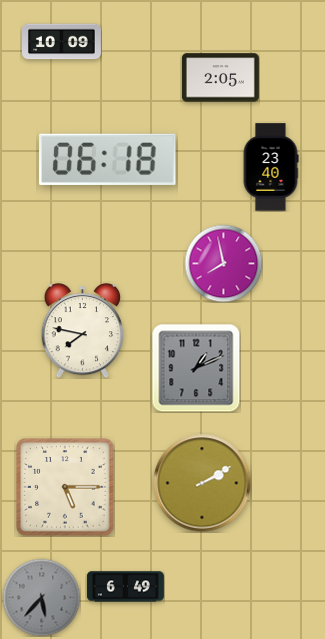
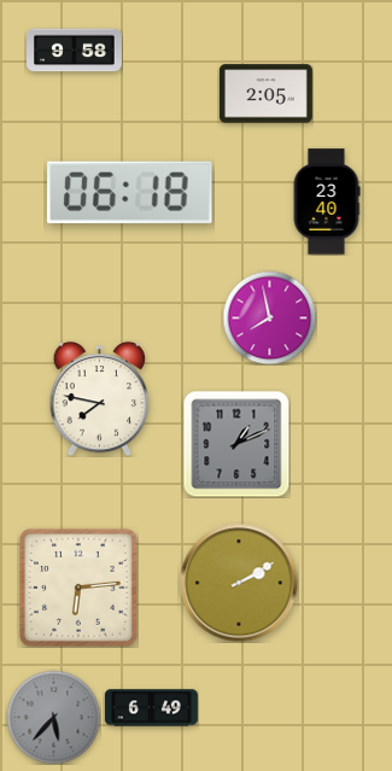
clock at (62, 42): 10:09 -> 9:58
clock at (202, 483) position: (202, 483) -> (239, 583)
clock at (65, 487): 5:15 -> 6:14
clock at (41, 597) position: (41, 597) -> (53, 717)
